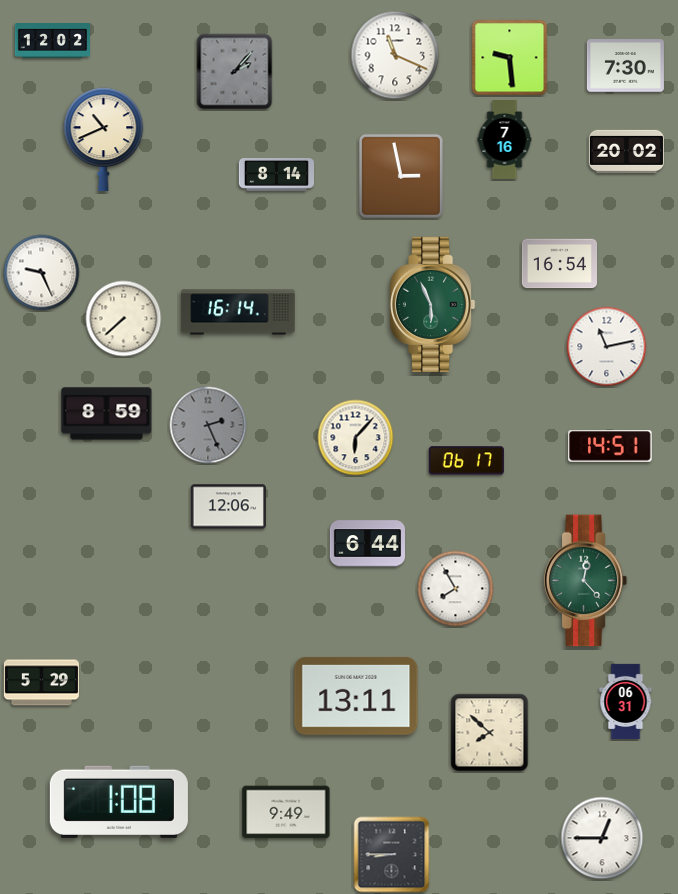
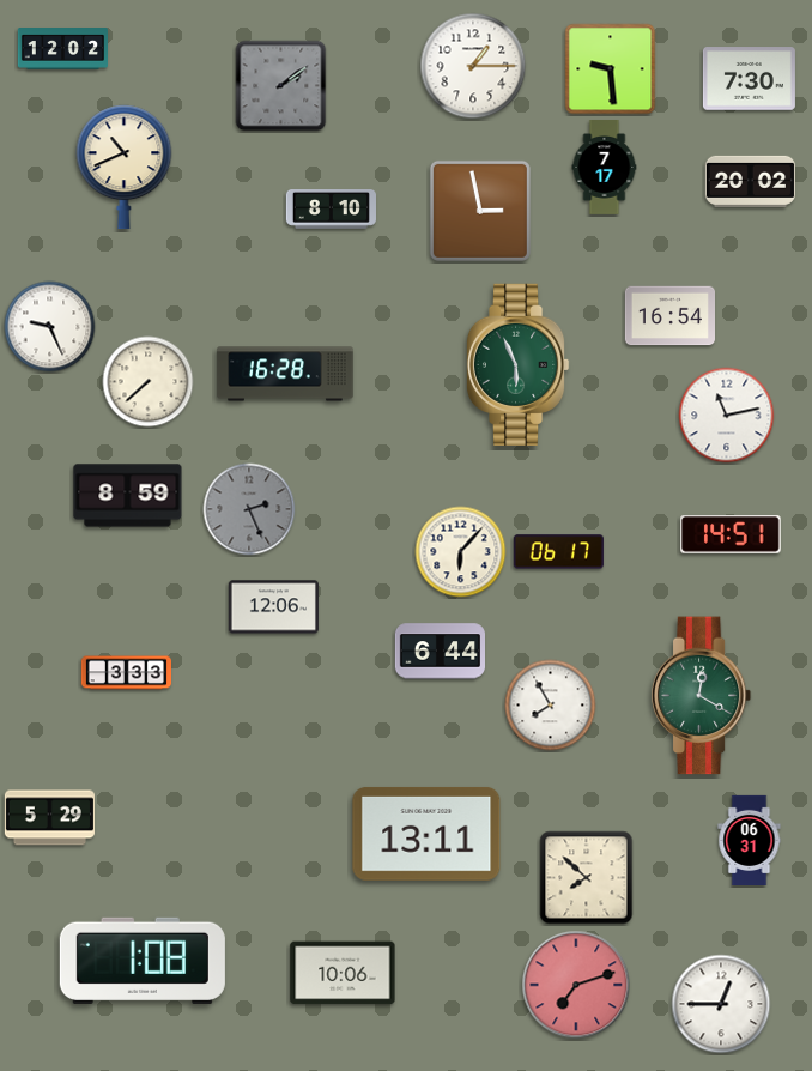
clock at (395, 55): 11:19 -> 1:15
clock at (235, 72): 2:07 -> 2:09
clock at (505, 140): 7:16 -> 7:17
clock at (276, 175): 8:14 -> 8:10
clock at (238, 312): 16:14 -> 16:28
clock at (356, 438) position: (356, 438) -> (461, 552)
clock at (126, 673): none -> 3:33
clock at (586, 581): 12:23 -> 12:20
clock at (456, 589) position: (456, 589) -> (551, 706)
clock at (286, 812): 9:49 -> 10:06
clock at (576, 985): none -> 7:12
clock at (392, 855): 8:45 -> none
